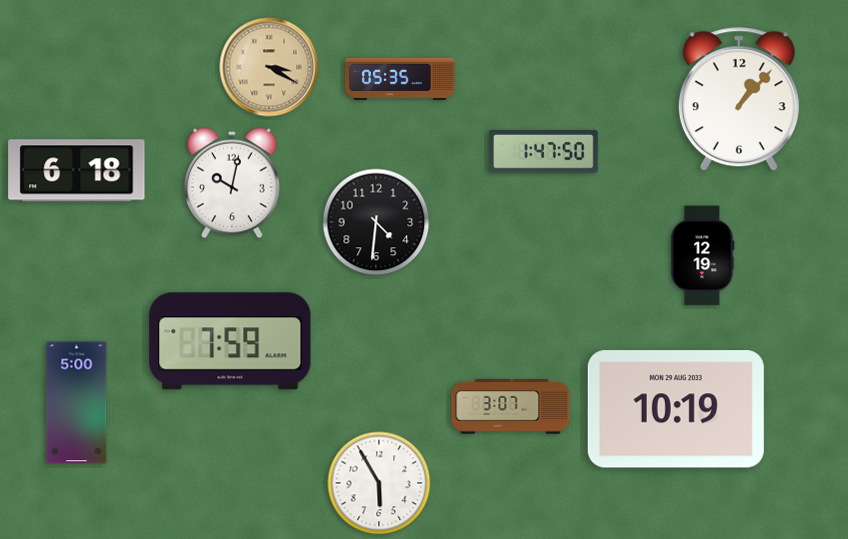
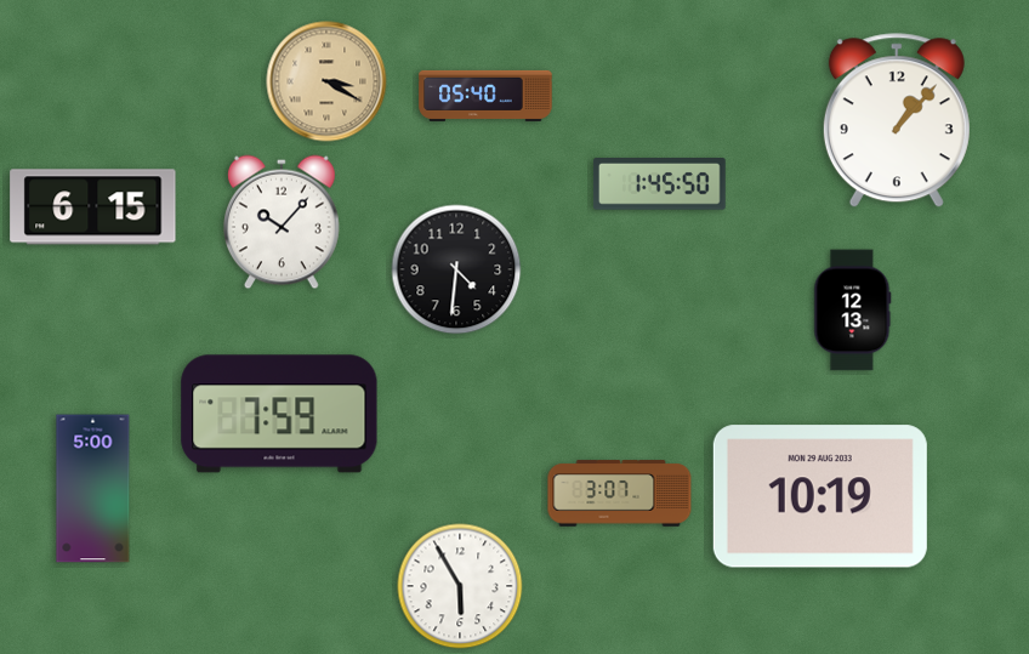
clock at (400, 79): 05:35 -> 05:40
clock at (543, 152): 1:47 -> 1:45
clock at (77, 171): 6:18 -> 6:15
clock at (232, 183): 10:02 -> 10:07
clock at (703, 256): 12:19 -> 12:13
